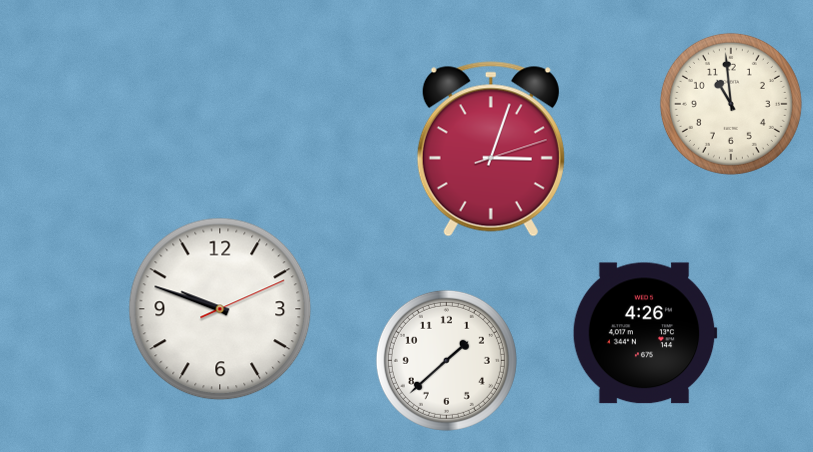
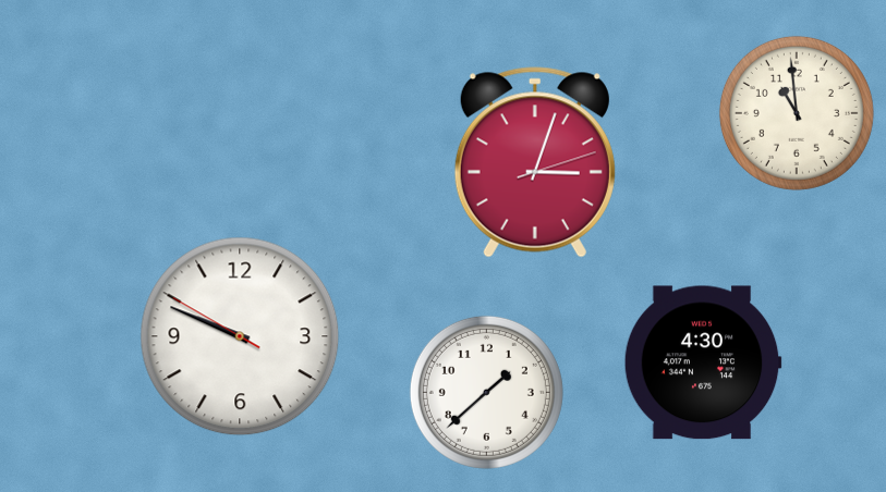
clock at (220, 309): 9:48:11 -> 9:48:50
clock at (645, 333): 4:26 -> 4:30
